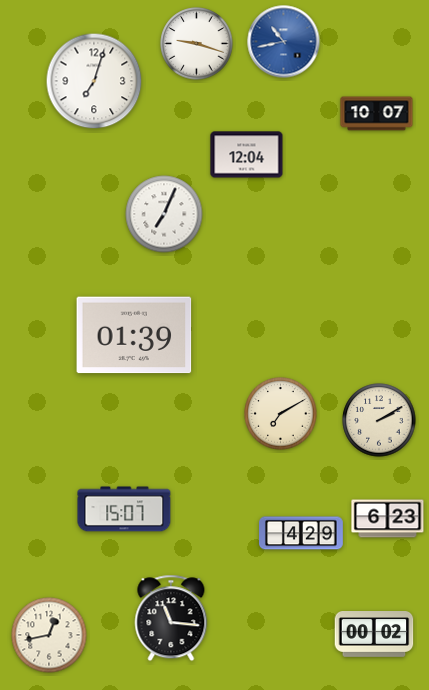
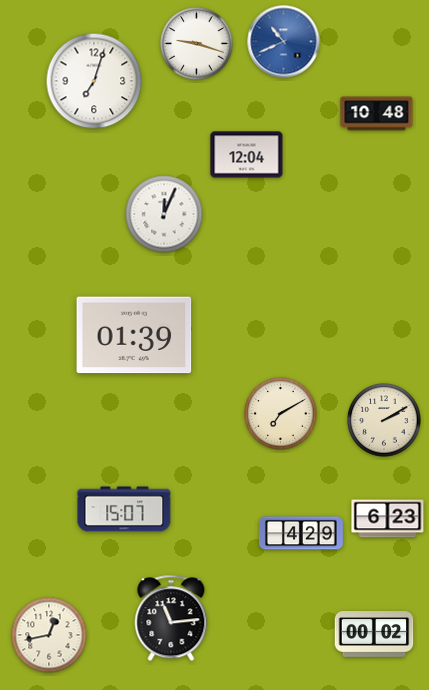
clock at (284, 42): 10:43 -> 10:41
clock at (377, 114): 10:07 -> 10:48
clock at (164, 214): 7:04 -> 12:04
clock at (379, 420) position: (379, 420) -> (384, 420)
clock at (171, 618): 11:16 -> 11:14
